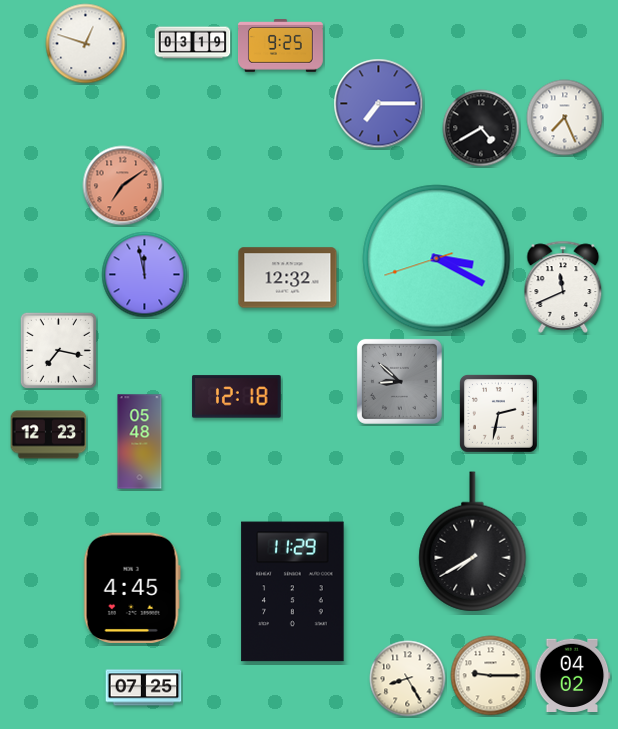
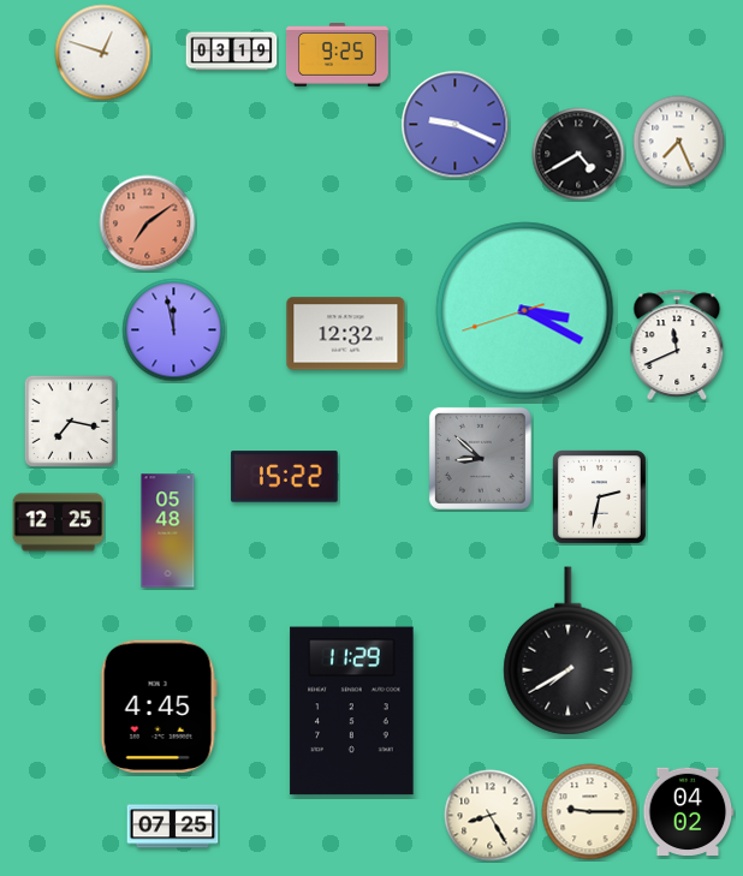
clock at (379, 104): 7:15 -> 9:19
clock at (237, 397): 12:18 -> 15:22
clock at (49, 435): 12:23 -> 12:25
